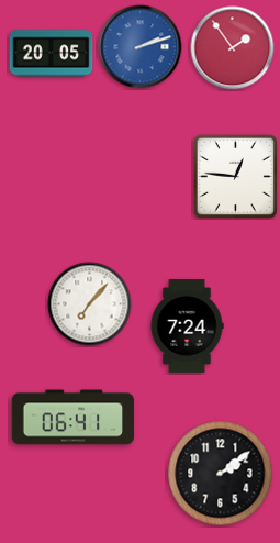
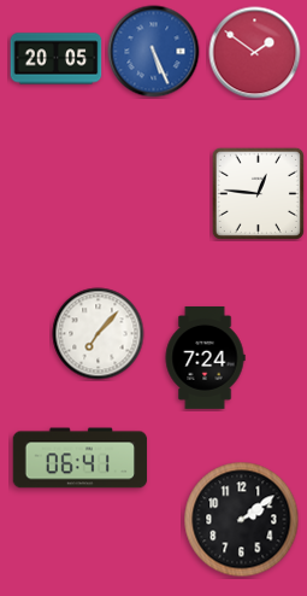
clock at (141, 47): 2:12 -> 5:26
clock at (233, 48): 1:54 -> 1:51
